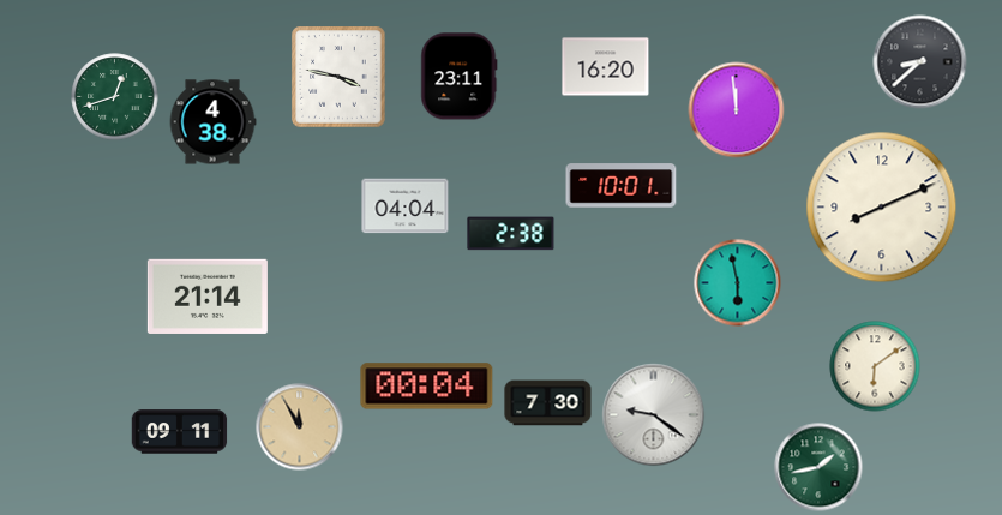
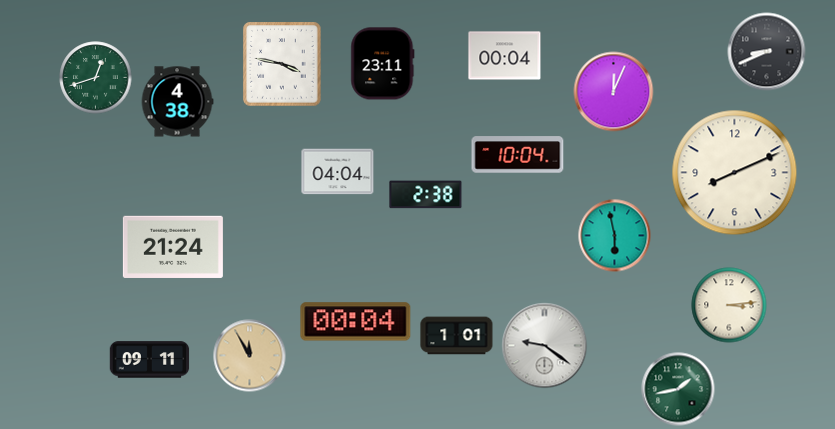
clock at (920, 62): 8:38 -> 8:41
clock at (606, 67): 16:20 -> 00:04
clock at (115, 97) position: (115, 97) -> (96, 78)
clock at (737, 110): 11:59 -> 12:04
clock at (622, 186): 10:01 -> 10:04
clock at (208, 297): 21:14 -> 21:24
clock at (875, 366): 6:09 -> 3:14
clock at (548, 403): 7:30 -> 1:01
clock at (818, 467) position: (818, 467) -> (678, 389)
